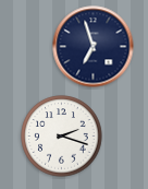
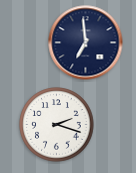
clock at (94, 47): 6:57 -> 6:59
